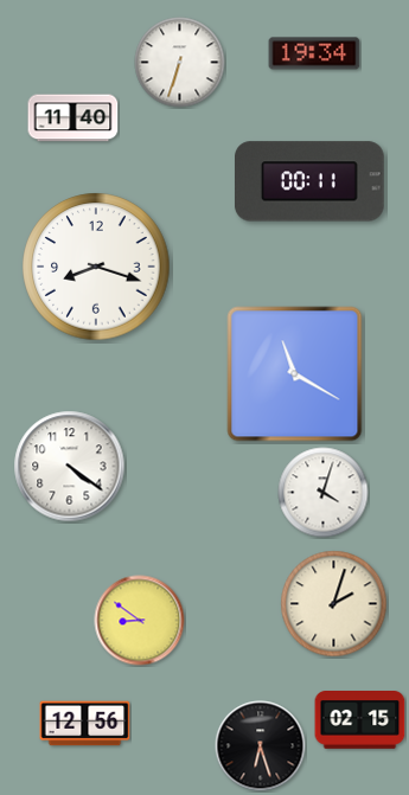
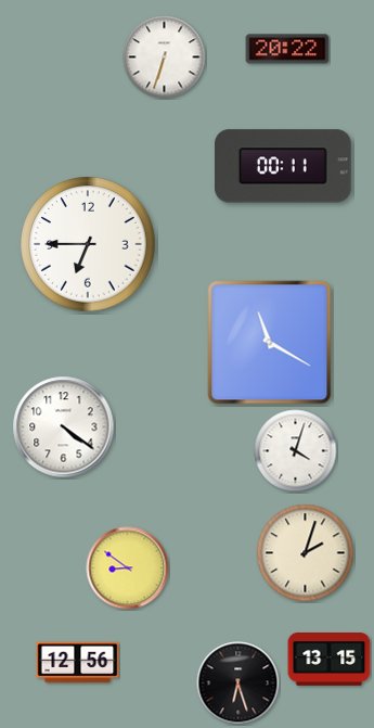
clock at (314, 53): 19:34 -> 20:22
clock at (74, 118): 11:40 -> none
clock at (96, 267): 8:18 -> 6:45
clock at (360, 720): 02:15 -> 13:15
